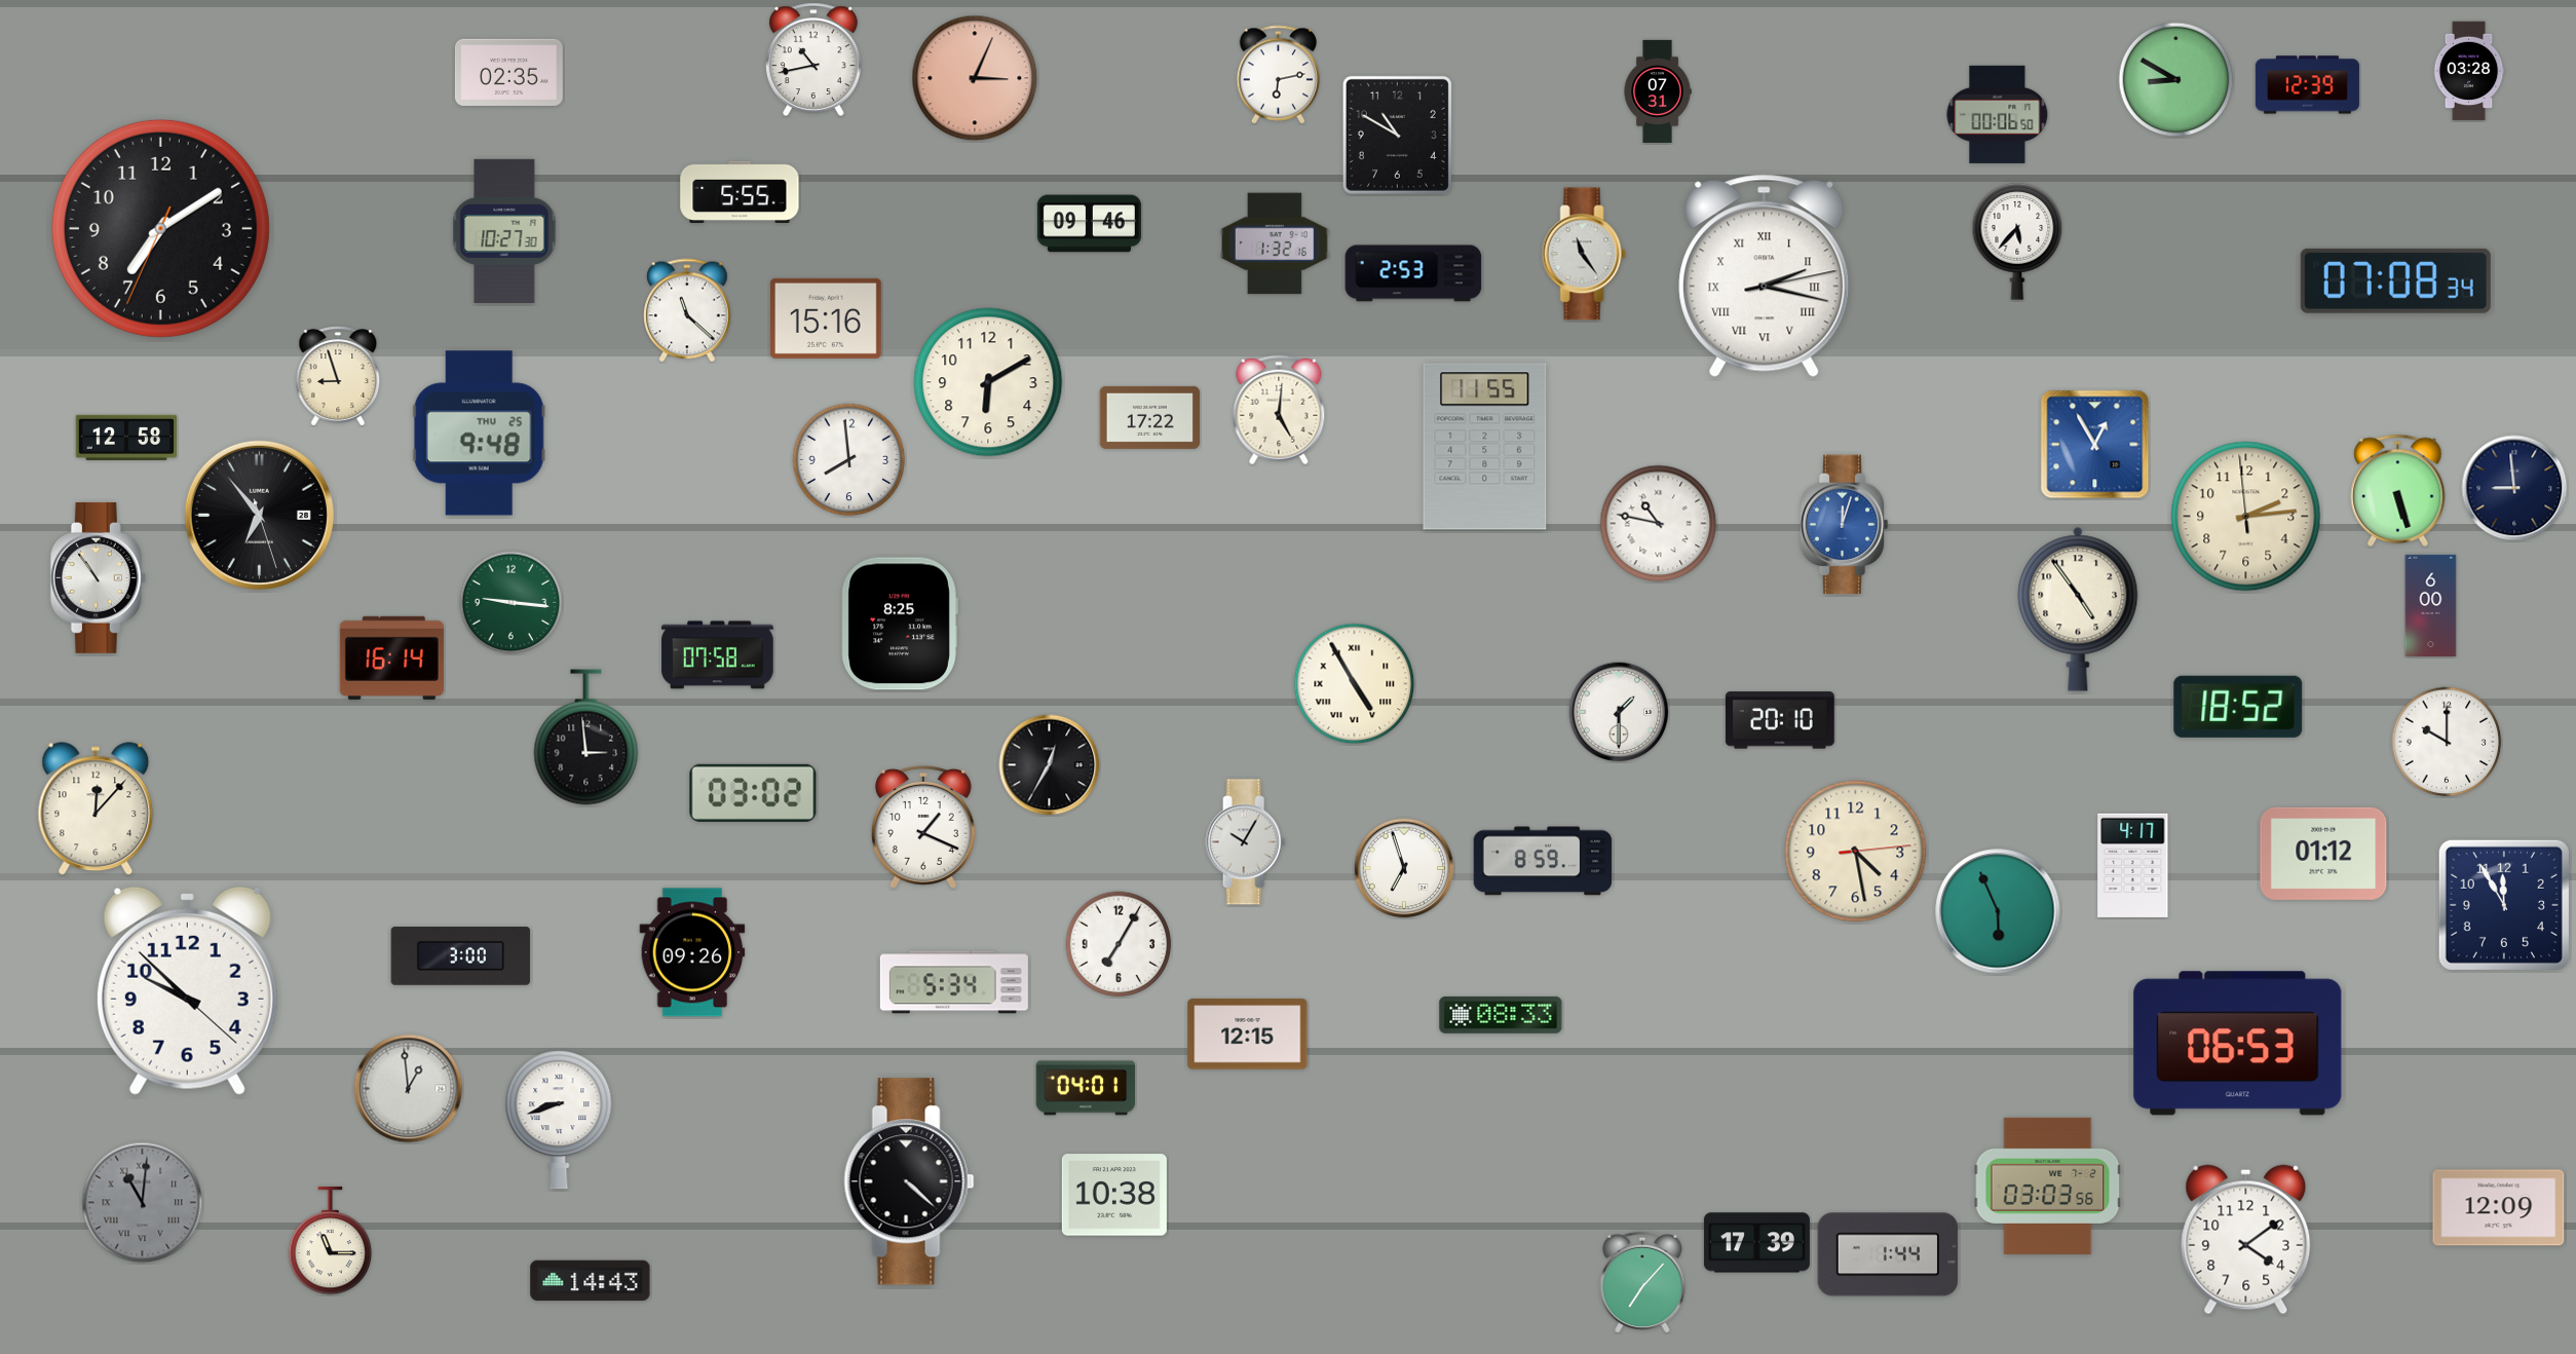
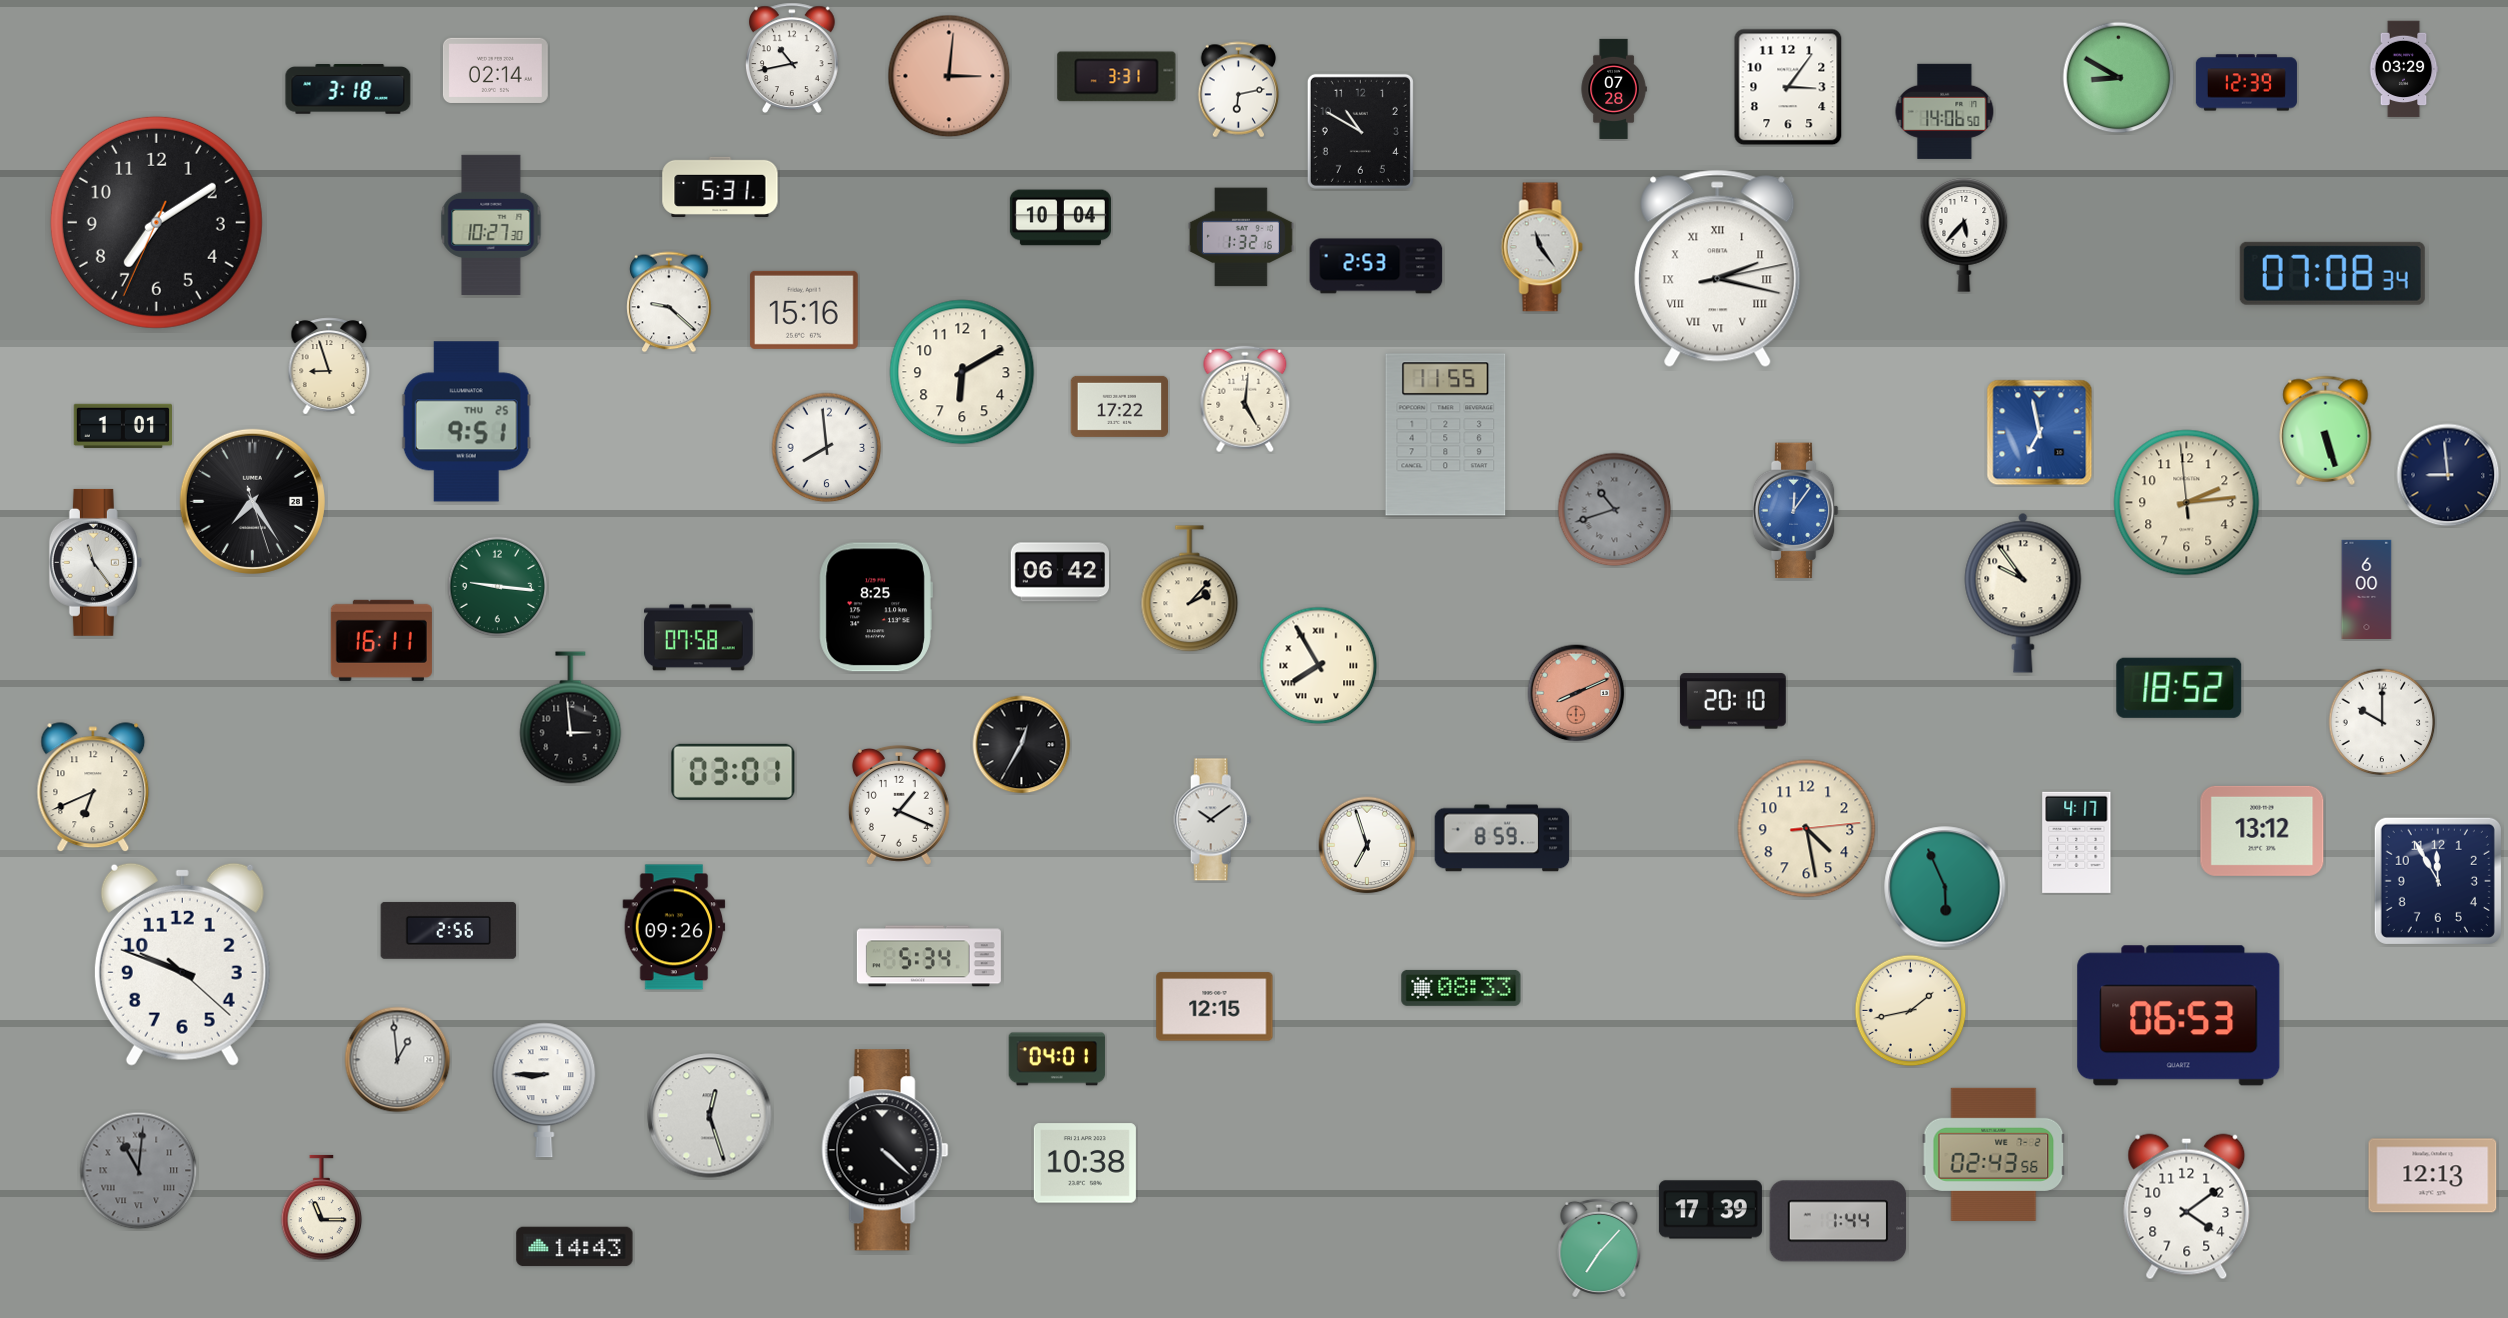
clock at (2469, 71): 03:28 -> 03:29
clock at (508, 72): 02:35 -> 02:14
clock at (1279, 75) position: (1279, 75) -> (1239, 90)
clock at (975, 78): 3:04 -> 3:01
clock at (1117, 77): none -> 3:31
clock at (1788, 87): none -> 3:06
clock at (1658, 90): 07:31 -> 07:28
clock at (348, 89): none -> 3:18
clock at (1998, 114): 00:06 -> 14:06
clock at (740, 192): 5:55 -> 5:31
clock at (1089, 224): 09:46 -> 10:04
clock at (687, 310): 11:22 -> 9:22
clock at (479, 434): 9:48 -> 9:51
clock at (125, 437): 12:58 -> 1:01
clock at (2095, 445): 12:55 -> 6:58
clock at (2398, 490) position: (2398, 490) -> (2326, 430)
clock at (259, 515): 6:53 -> 7:24
clock at (1659, 524): 10:47 -> 10:42
clock at (1659, 524) dial: white -> grey
clock at (1844, 525): 12:03 -> 12:06
clock at (98, 577): 10:54 -> 11:24
clock at (1059, 572): none -> 06:42
clock at (1190, 589): none -> 2:07
clock at (2078, 609): 4:54 -> 9:54
clock at (391, 657): 16:14 -> 16:11
clock at (1355, 684): 4:55 -> 7:55
clock at (1619, 712): 1:30 -> 8:11
clock at (1619, 712) dial: white -> salmon
clock at (753, 793): 03:02 -> 03:01
clock at (96, 810): 12:07 -> 6:41
clock at (1246, 842): 10:05 -> 10:09
clock at (2323, 854): 01:12 -> 13:12
clock at (1119, 944): 7:05 -> none
clock at (461, 955): 3:00 -> 2:56
clock at (187, 990): 9:52 -> 9:48
clock at (1911, 1011): none -> 1:43
clock at (559, 1120): 8:42 -> 8:45
clock at (710, 1116): none -> 12:27
clock at (2048, 1186): 03:03 -> 02:43
clock at (2499, 1208): 12:09 -> 12:13
